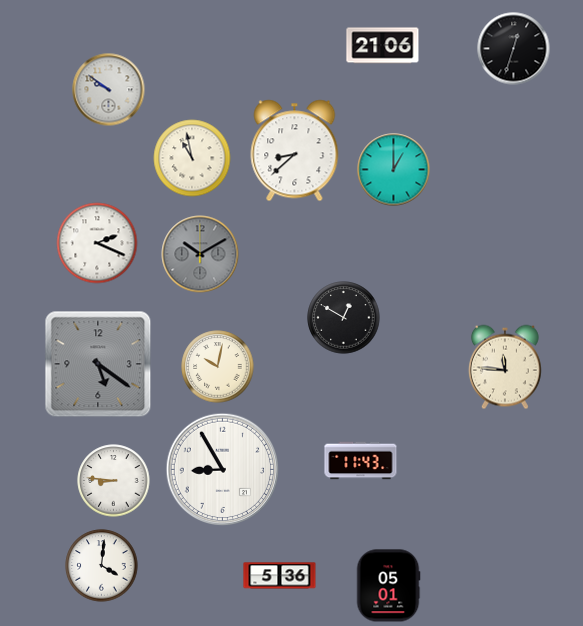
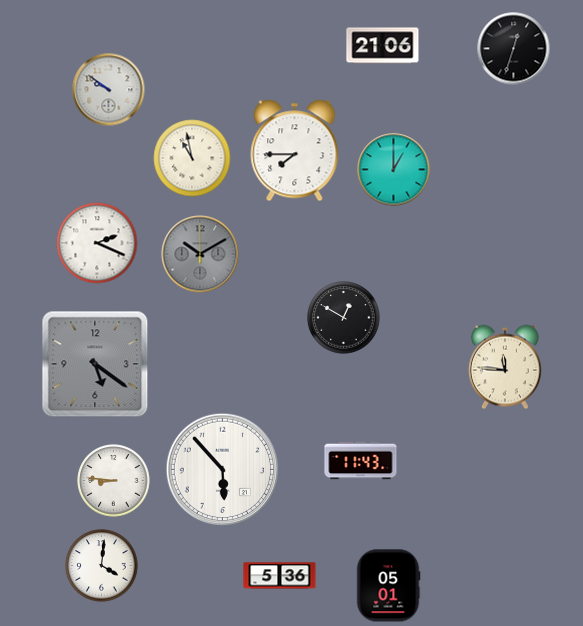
clock at (295, 151): 8:38 -> 7:45
clock at (98, 364) position: (98, 364) -> (95, 364)
clock at (218, 367): 10:02 -> none
clock at (222, 469): 8:55 -> 5:53
